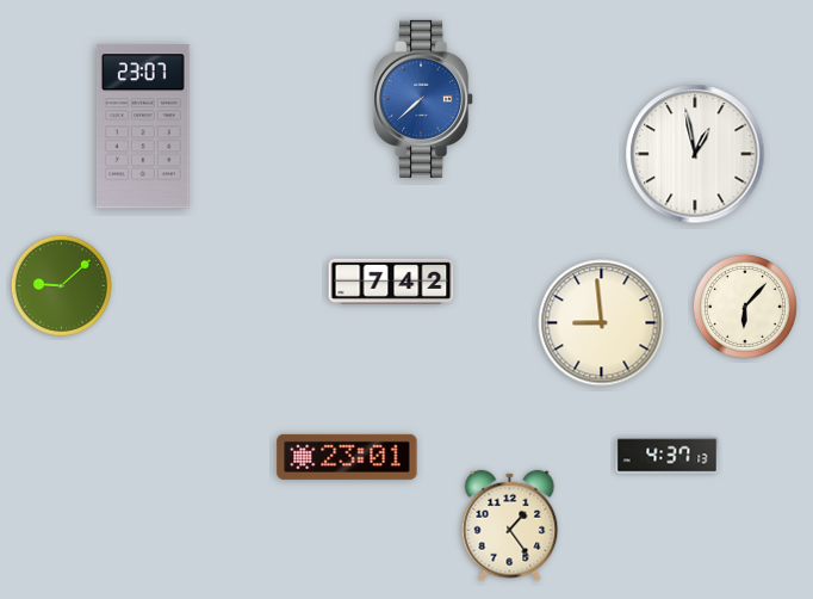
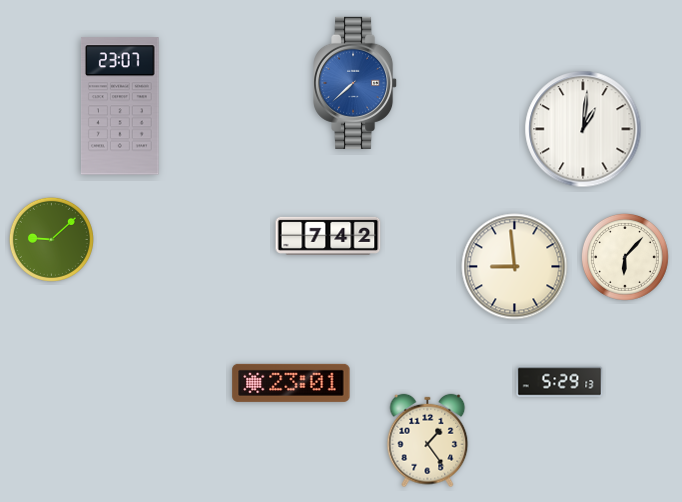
clock at (695, 154): 12:58 -> 1:01
clock at (602, 323) position: (602, 323) -> (515, 267)
clock at (668, 456): 4:37 -> 5:29
